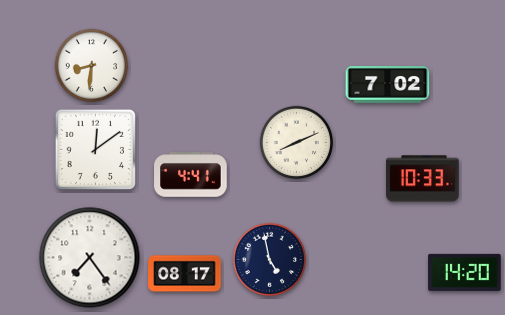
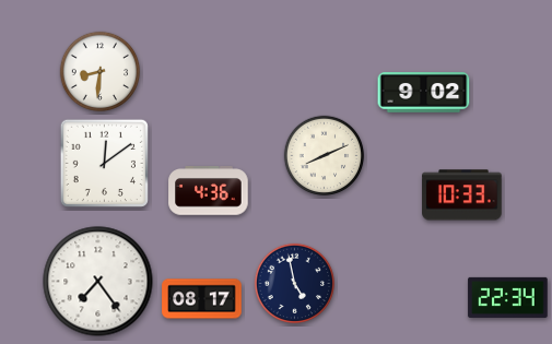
clock at (388, 85): 7:02 -> 9:02
clock at (191, 175): 4:41 -> 4:36
clock at (465, 272): 14:20 -> 22:34
